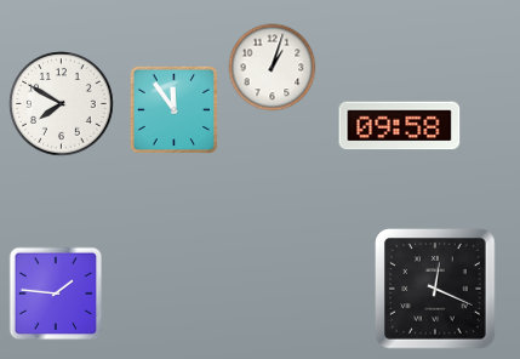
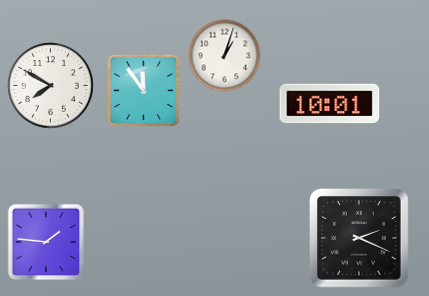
clock at (400, 126): 09:58 -> 10:01
clock at (435, 289): 12:19 -> 2:19
